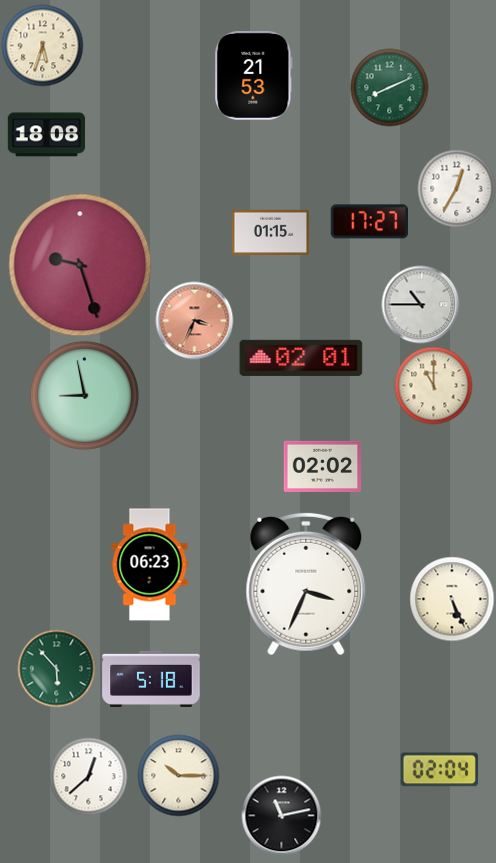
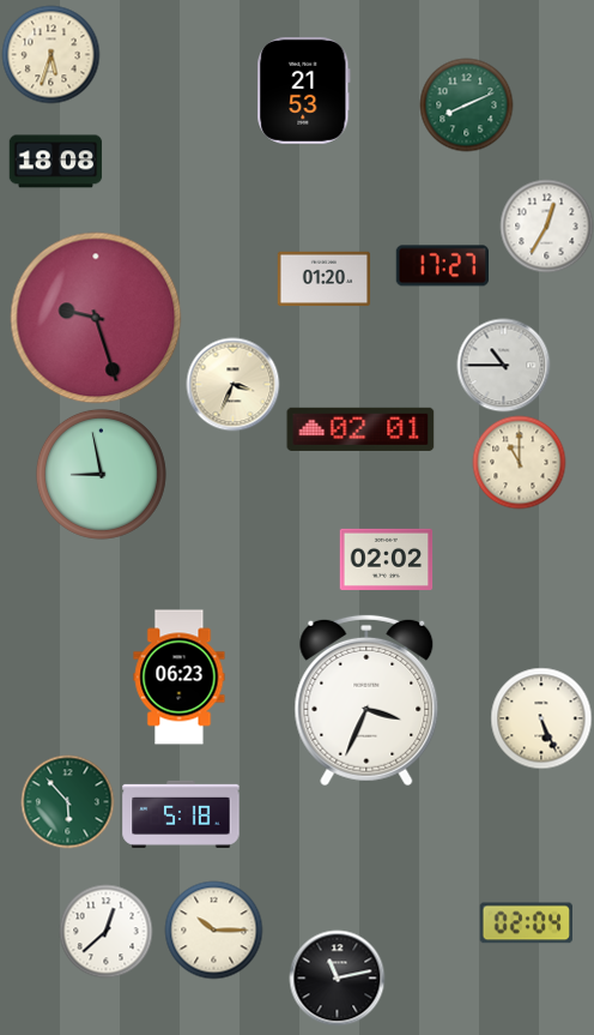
clock at (270, 233): 01:15 -> 01:20
clock at (194, 320) dial: salmon -> cream
